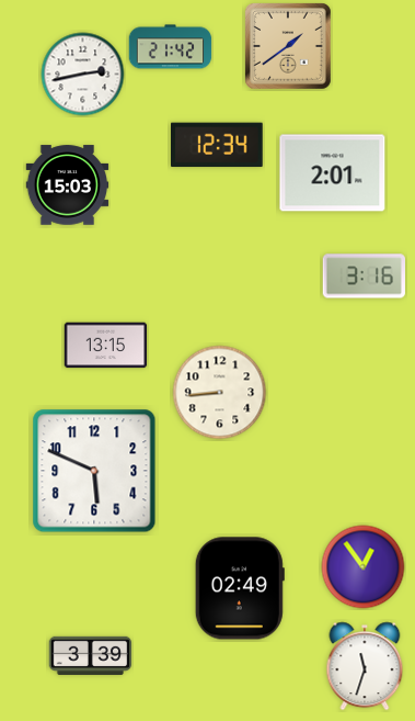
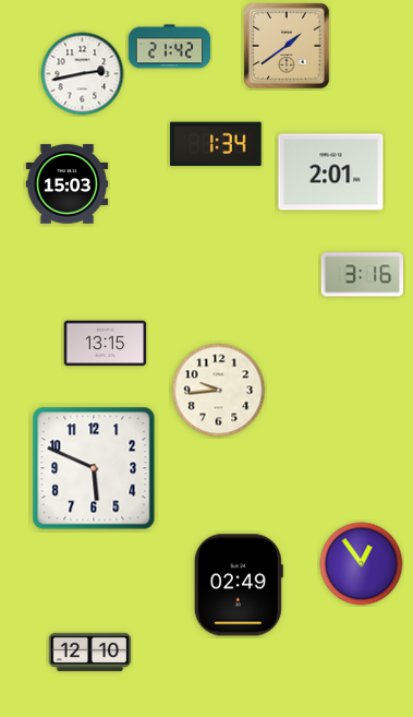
clock at (218, 145): 12:34 -> 1:34
clock at (220, 393): 8:44 -> 9:44
clock at (91, 655): 3:39 -> 12:10
clock at (365, 666): 11:33 -> none
